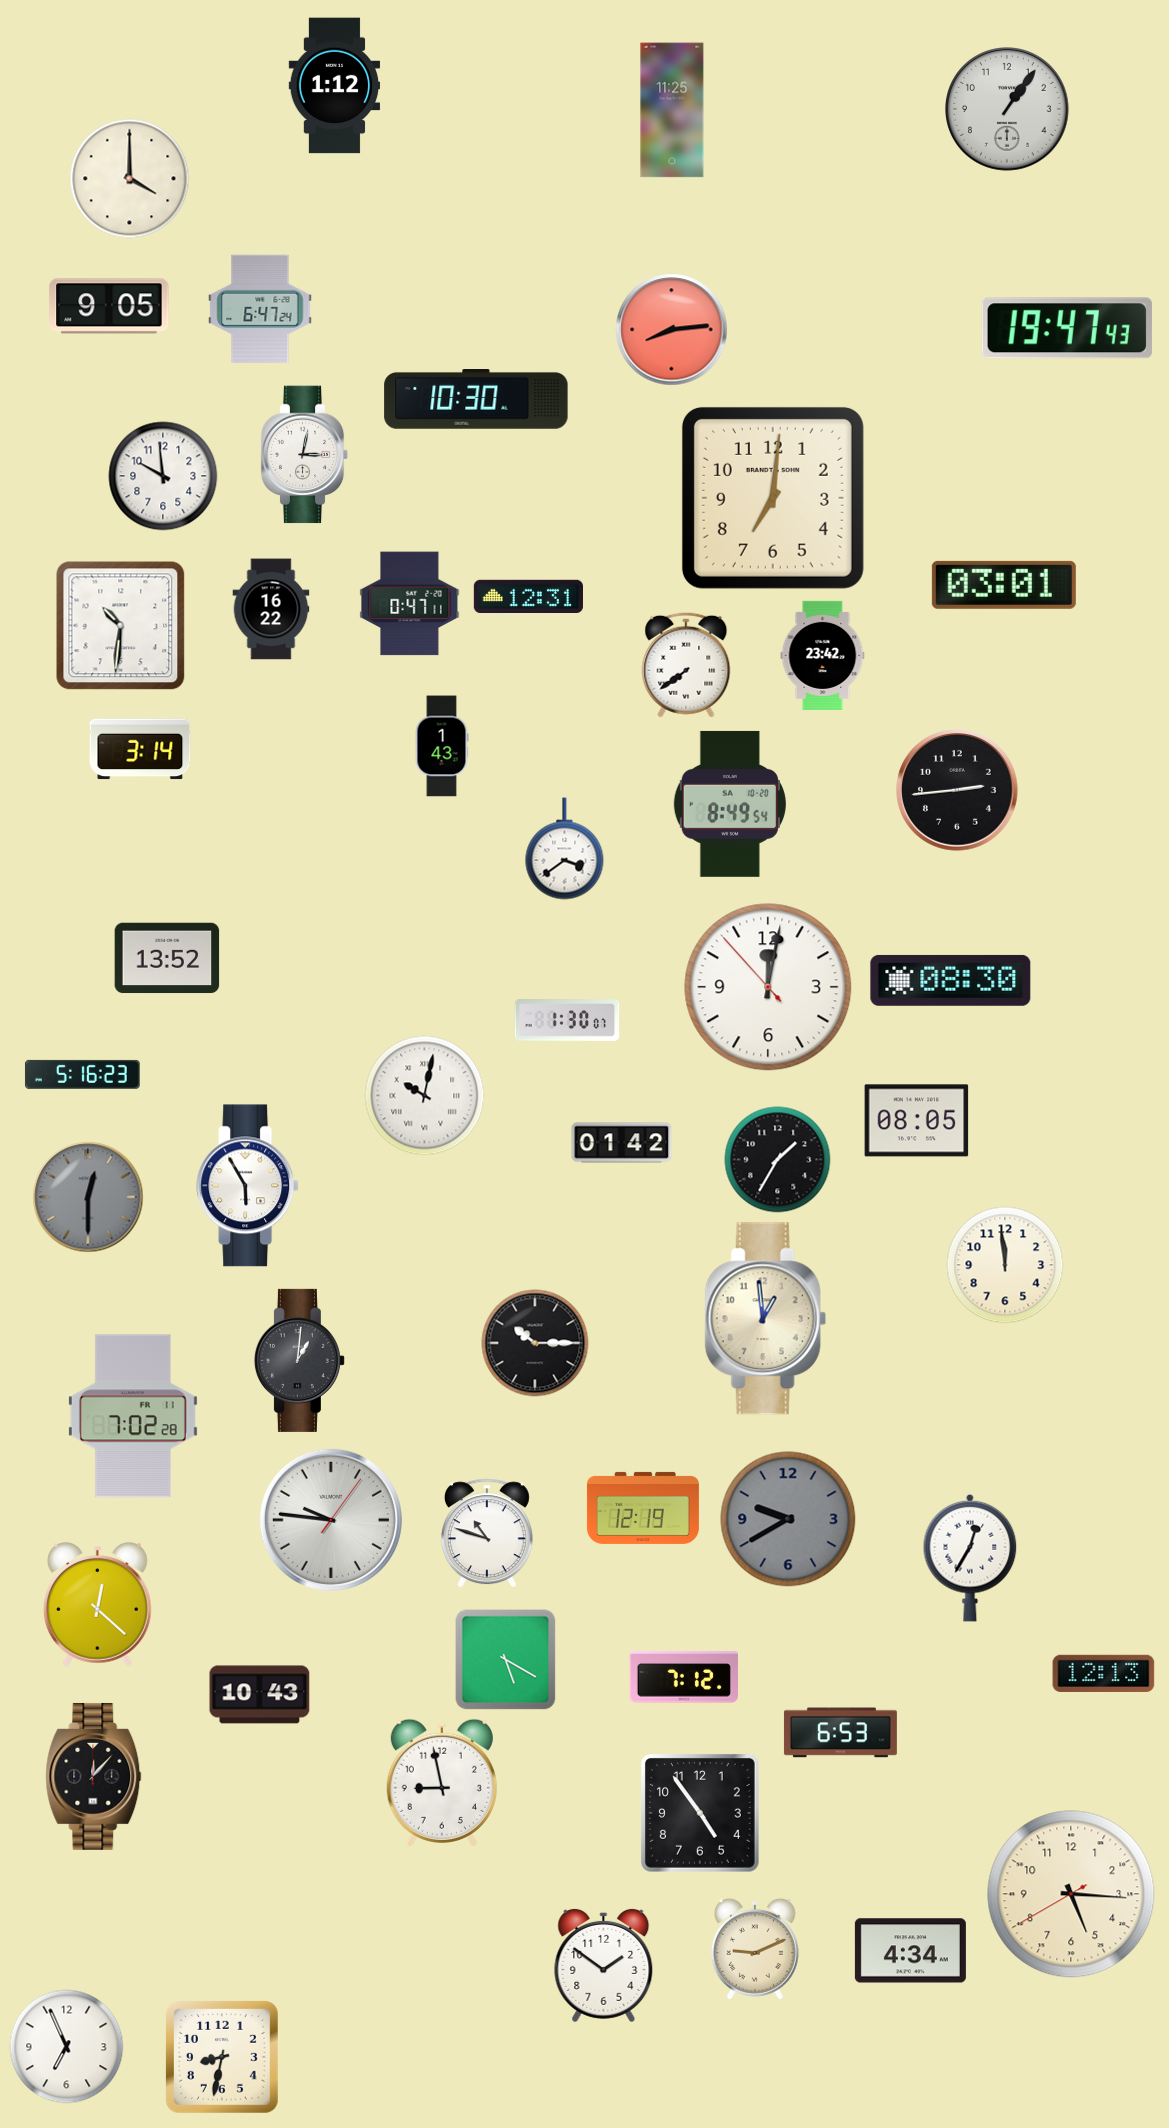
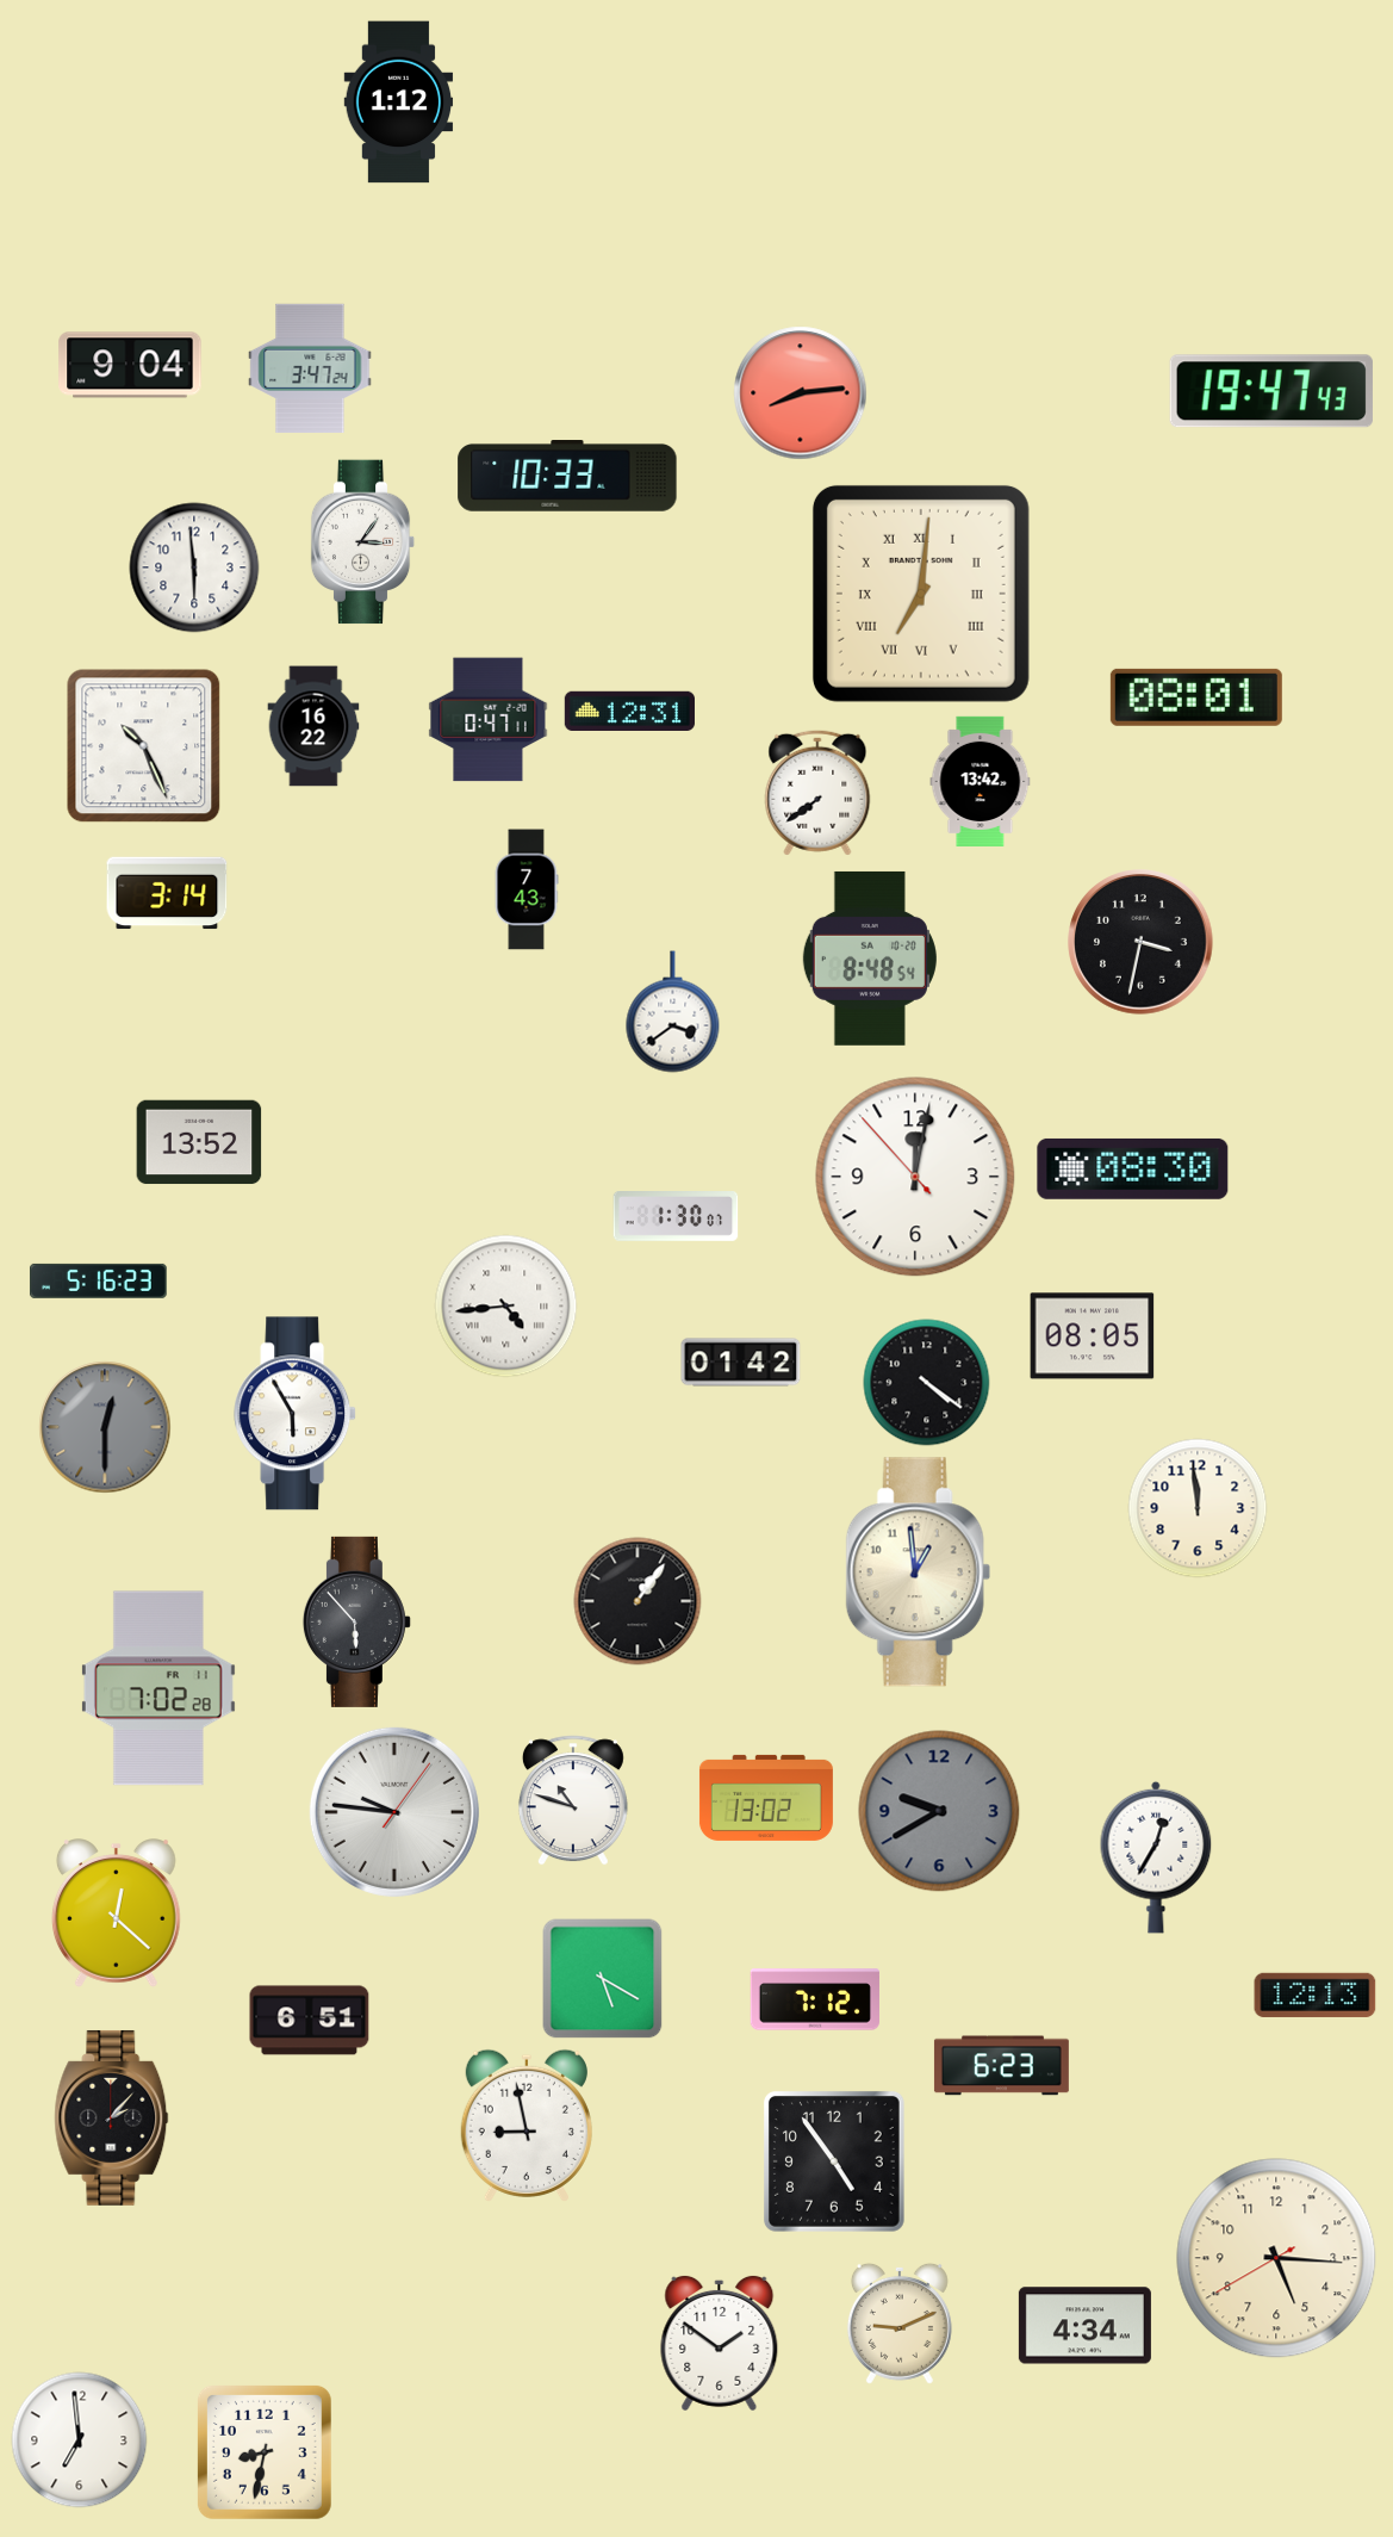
clock at (672, 110): 11:25 -> none
clock at (1008, 110): 1:06 -> none
clock at (130, 179): 4:00 -> none
clock at (109, 306): 9:05 -> 9:04
clock at (260, 308): 6:47 -> 3:47
clock at (476, 400): 10:30 -> 10:33
clock at (305, 455): 3:02 -> 3:06
clock at (163, 476): 9:59 -> 5:59
clock at (773, 498) numerals: Arabic -> Roman
clock at (1004, 585): 03:01 -> 08:01
clock at (271, 609) position: (271, 609) -> (313, 726)
clock at (121, 626): 10:31 -> 10:26
clock at (823, 655): 23:42 -> 13:42
clock at (442, 746): 1:43 -> 7:43
clock at (957, 790): 2:44 -> 3:32
clock at (730, 804): 8:49 -> 8:48
clock at (425, 1096): 10:02 -> 4:44
clock at (778, 1160): 1:35 -> 4:21
clock at (765, 1319) position: (765, 1319) -> (918, 1573)
clock at (535, 1343): 10:15 -> 1:06
clock at (299, 1360): 1:01 -> 5:53
clock at (643, 1508): 12:19 -> 13:02
clock at (487, 1533) position: (487, 1533) -> (573, 1800)
clock at (260, 1695): 10:43 -> 6:51
clock at (840, 1733): 6:53 -> 6:23
clock at (94, 1776): 12:07 -> 2:07
clock at (67, 2047): 6:56 -> 6:59
